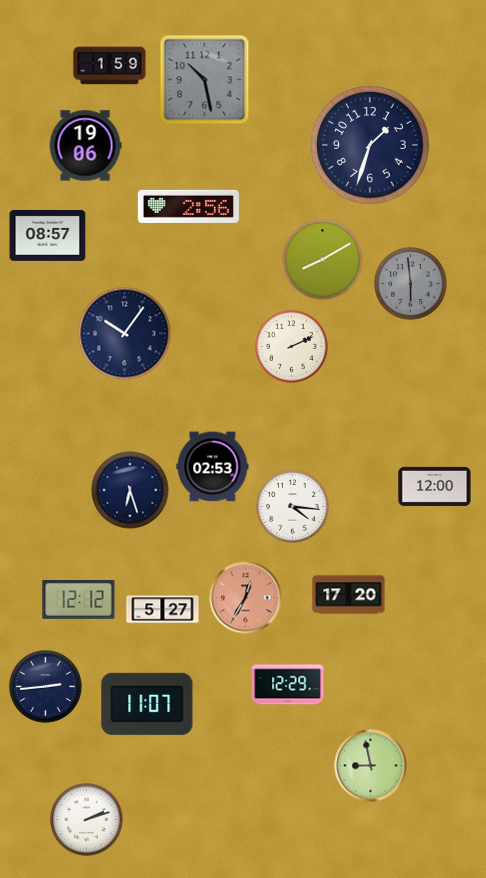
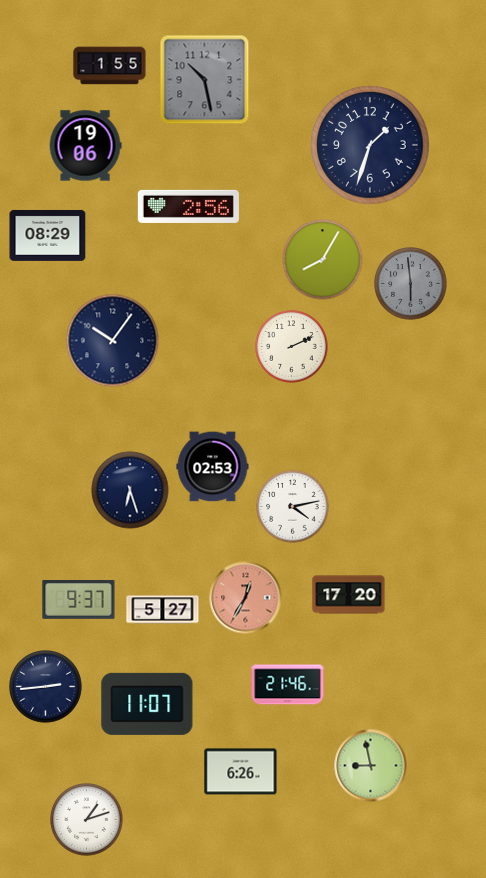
clock at (110, 66): 1:59 -> 1:55
clock at (48, 235): 08:57 -> 08:29
clock at (323, 260): 8:10 -> 8:05
clock at (125, 334) position: (125, 334) -> (113, 341)
clock at (435, 486): 12:00 -> none
clock at (293, 507): 4:16 -> 4:13
clock at (79, 600): 12:12 -> 9:37
clock at (288, 685): 12:29 -> 21:46
clock at (241, 772): none -> 6:26
clock at (87, 820): 2:12 -> 1:12
